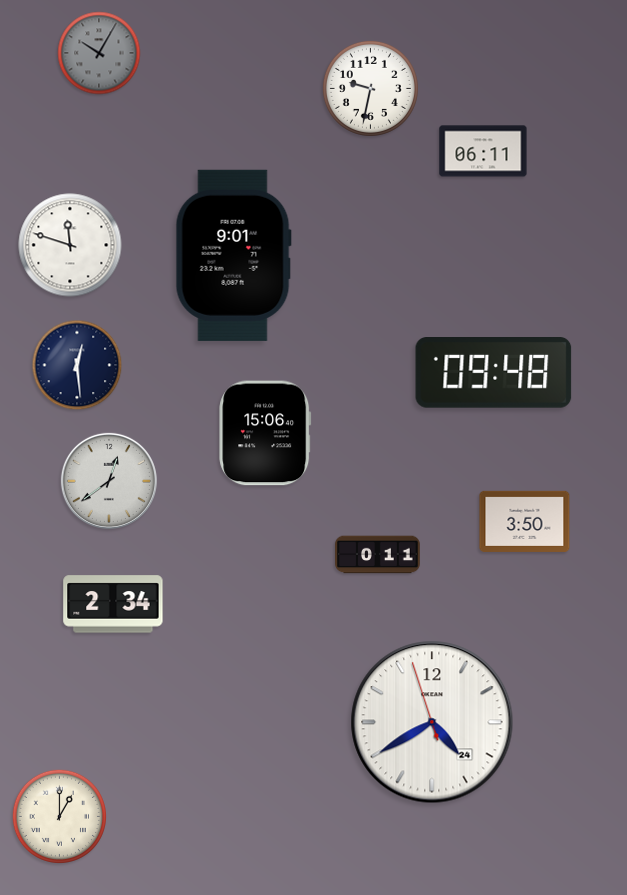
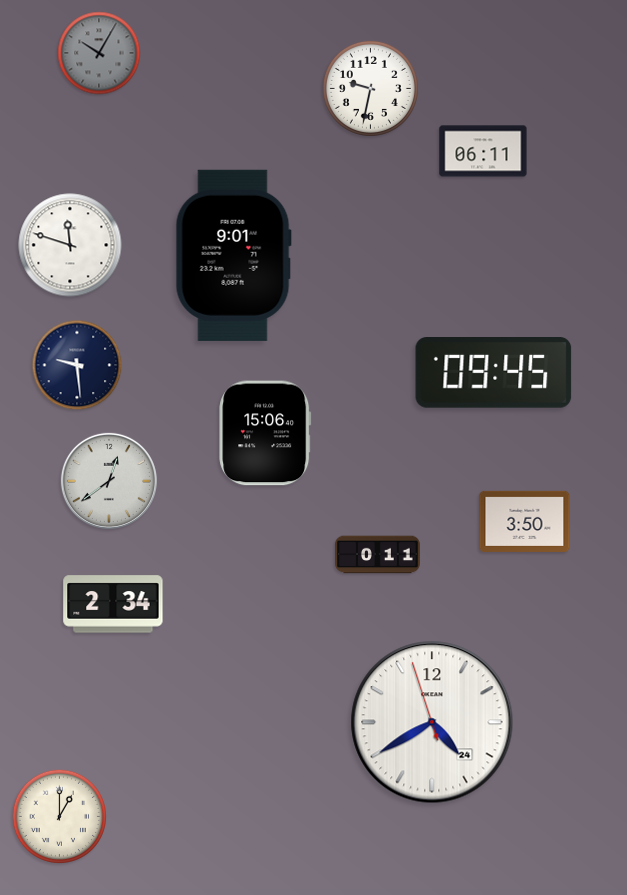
clock at (77, 365): 12:29 -> 9:29
clock at (494, 373): 09:48 -> 09:45
